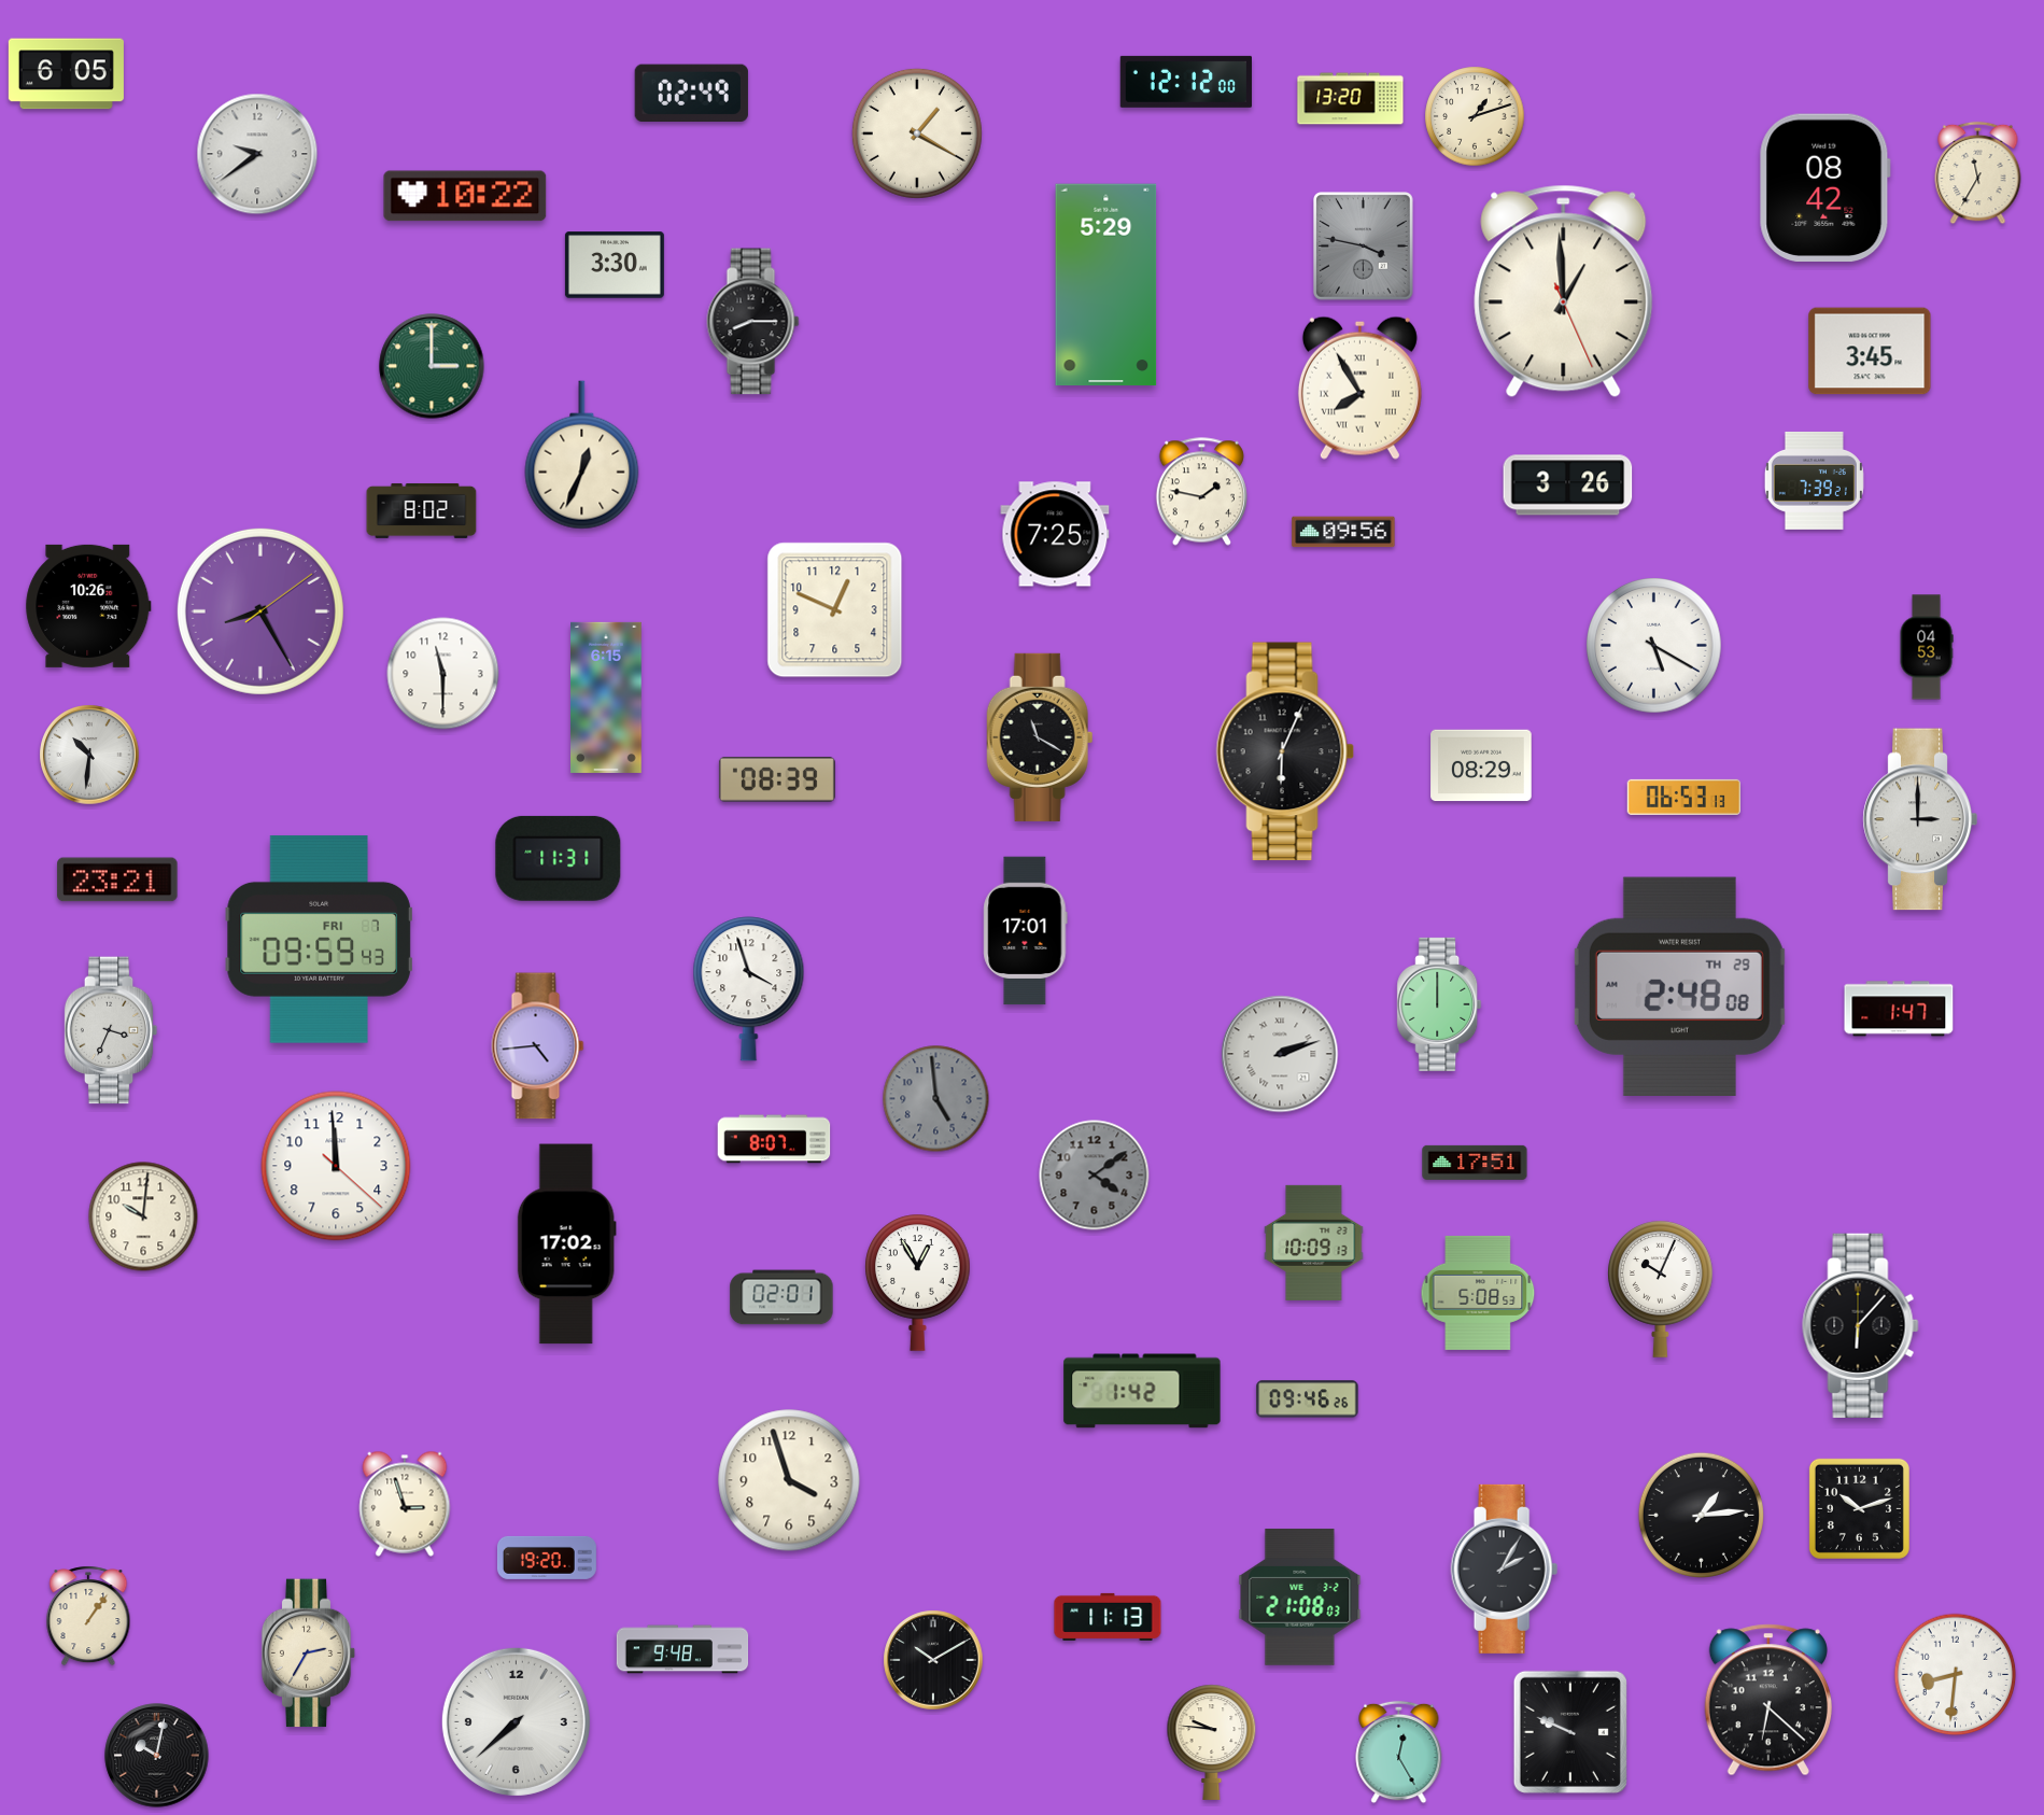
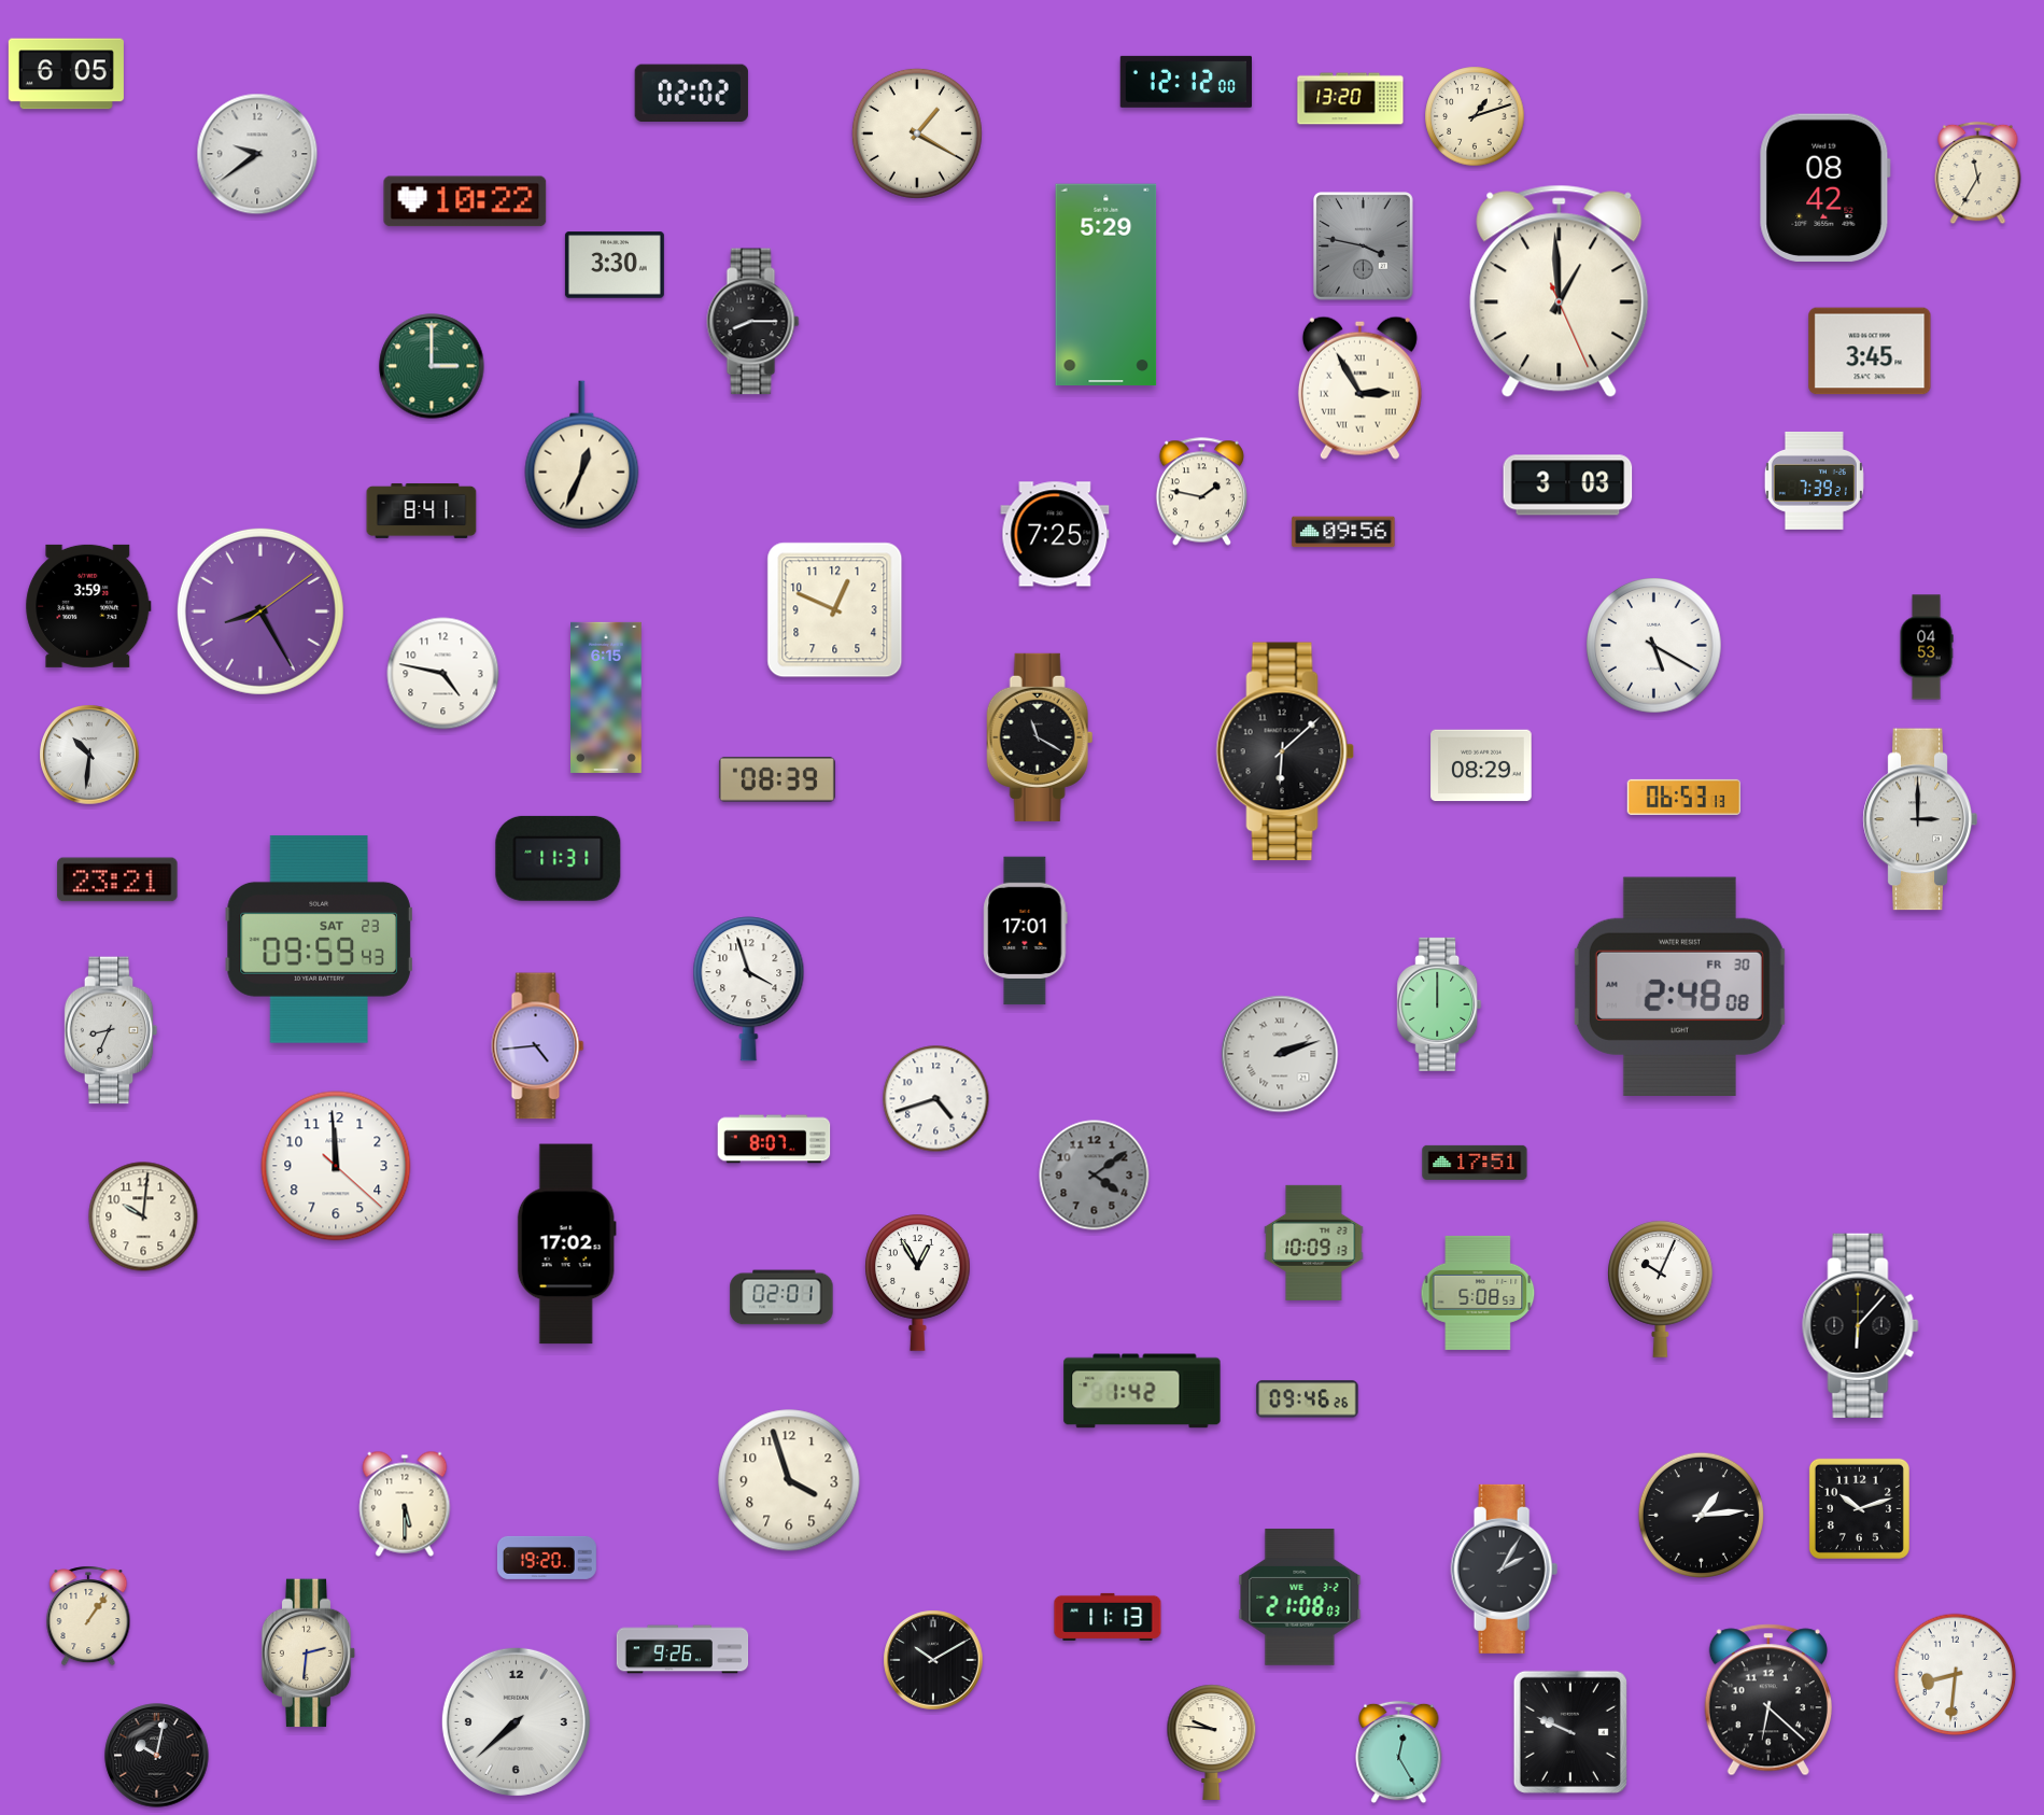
clock at (691, 93): 02:49 -> 02:02
clock at (465, 196) position: (465, 196) -> (465, 201)
clock at (1564, 292) position: (1564, 292) -> (1560, 292)
clock at (1359, 388): 7:55 -> 2:55
clock at (1568, 486): 3:26 -> 3:03
clock at (422, 510): 8:02 -> 8:41
clock at (88, 606): 10:26 -> 3:59
clock at (443, 674): 11:30 -> 4:47
clock at (1285, 751): 6:04 -> 6:08
clock at (319, 939) date: FRI 7 -> SAT 23
clock at (1679, 986) date: TH 29 -> FR 30
clock at (1899, 1009): 1:47 -> none
clock at (111, 1030): 3:34 -> 8:34
clock at (936, 1099): 4:59 -> 4:42
clock at (936, 1099) dial: grey -> white
clock at (405, 1504): 2:57 -> 5:30
clock at (682, 1649): 9:48 -> 9:26
clock at (309, 1654): 2:35 -> 2:31
